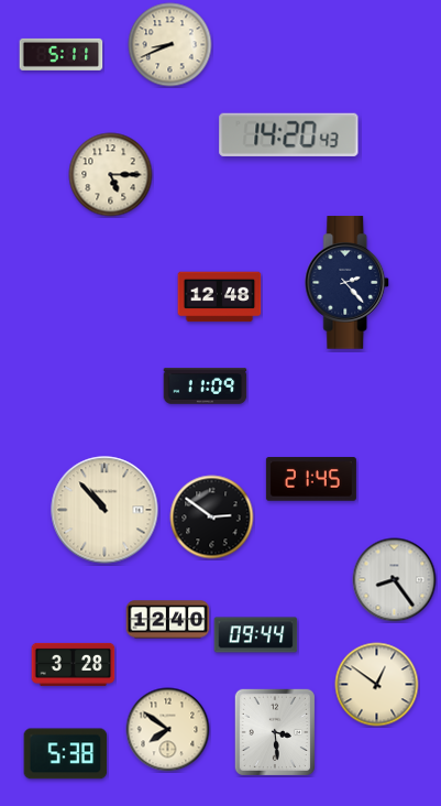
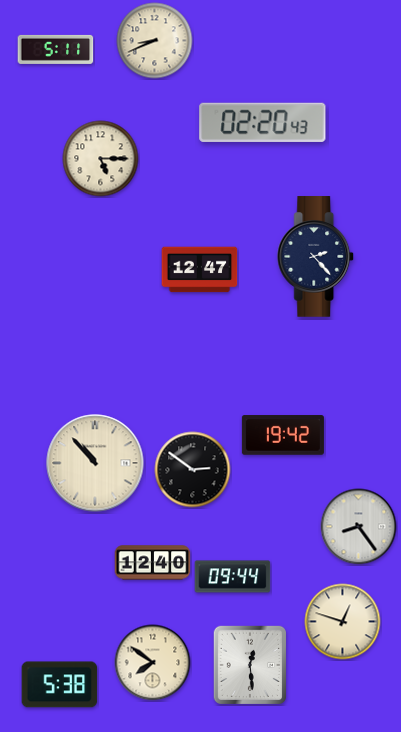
clock at (289, 134): 14:20 -> 02:20
clock at (220, 297): 12:48 -> 12:47
clock at (206, 386): 11:09 -> none
clock at (311, 479): 21:45 -> 19:42
clock at (74, 664): 3:28 -> none
clock at (377, 685): 12:51 -> 12:48
clock at (275, 731): 3:29 -> 12:29
